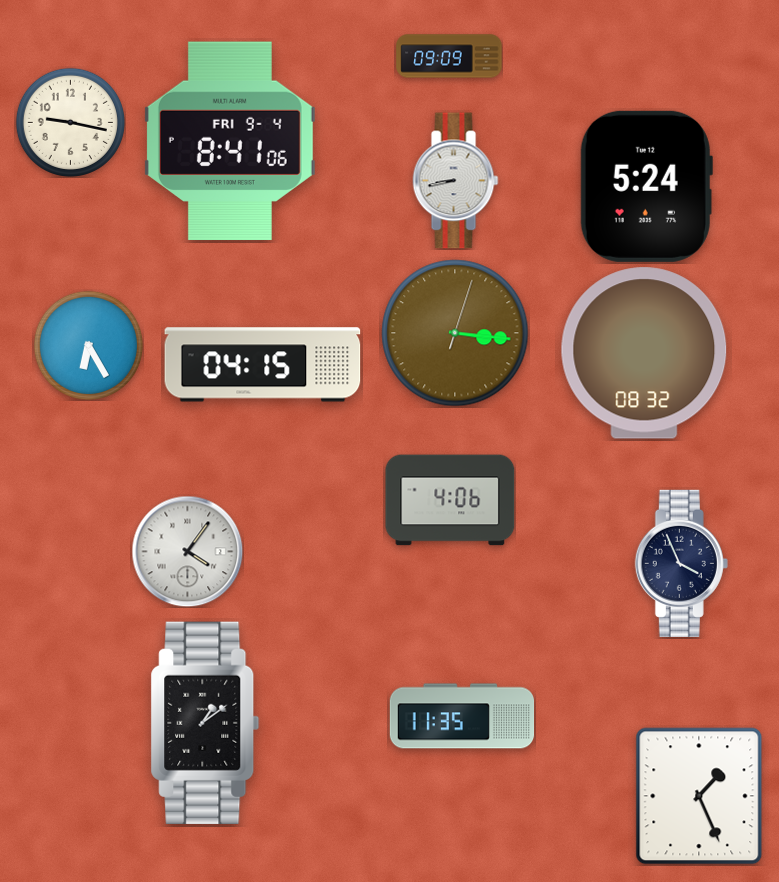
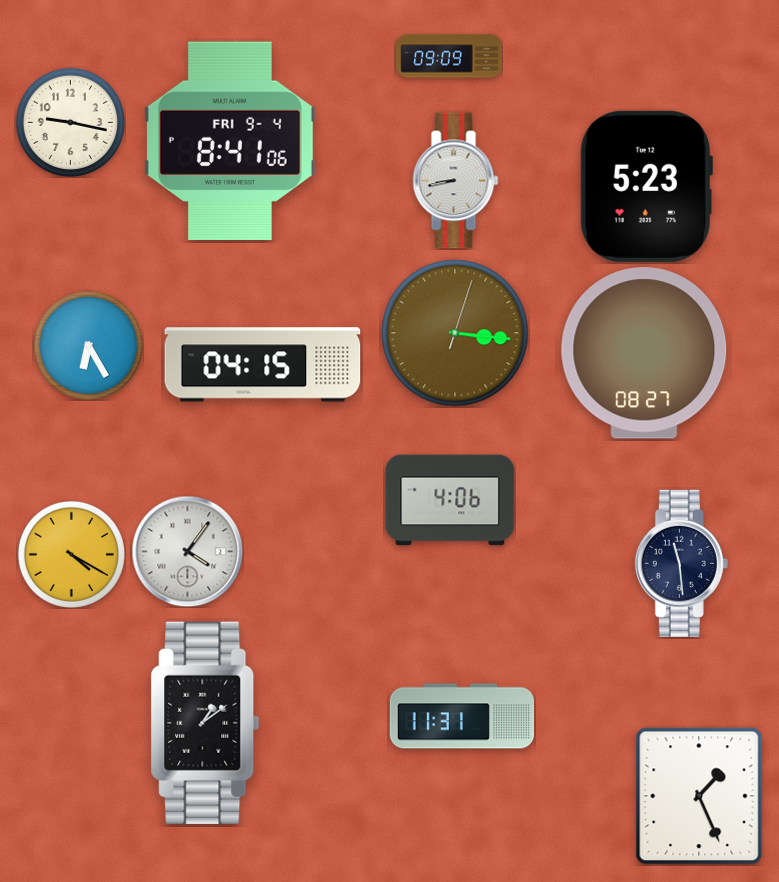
clock at (646, 186): 5:24 -> 5:23
clock at (644, 353): 08:32 -> 08:27
clock at (71, 554): none -> 4:20
clock at (681, 563): 3:56 -> 11:29
clock at (462, 716): 11:35 -> 11:31
